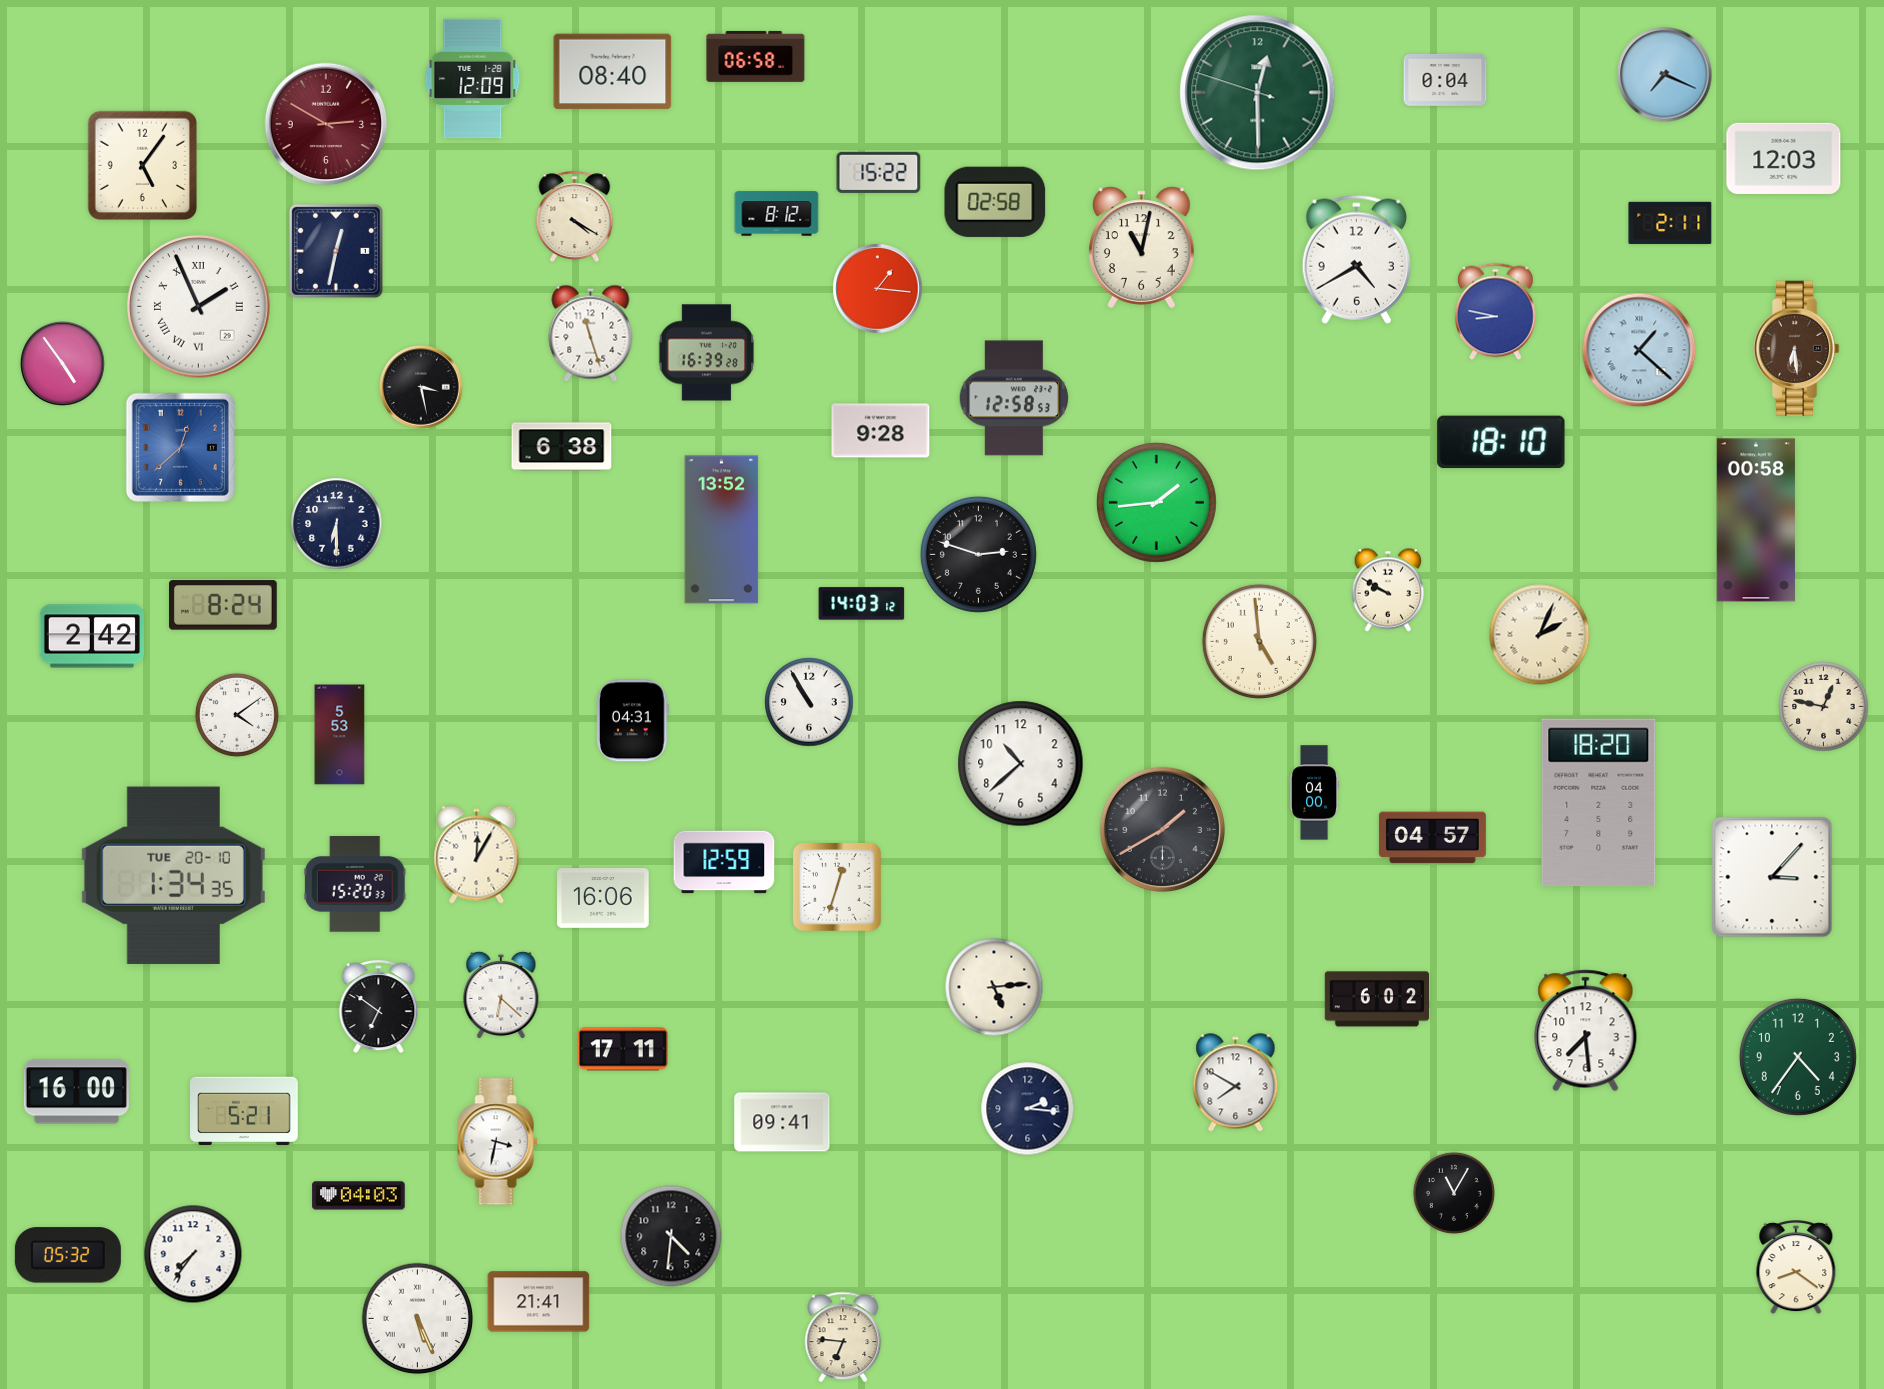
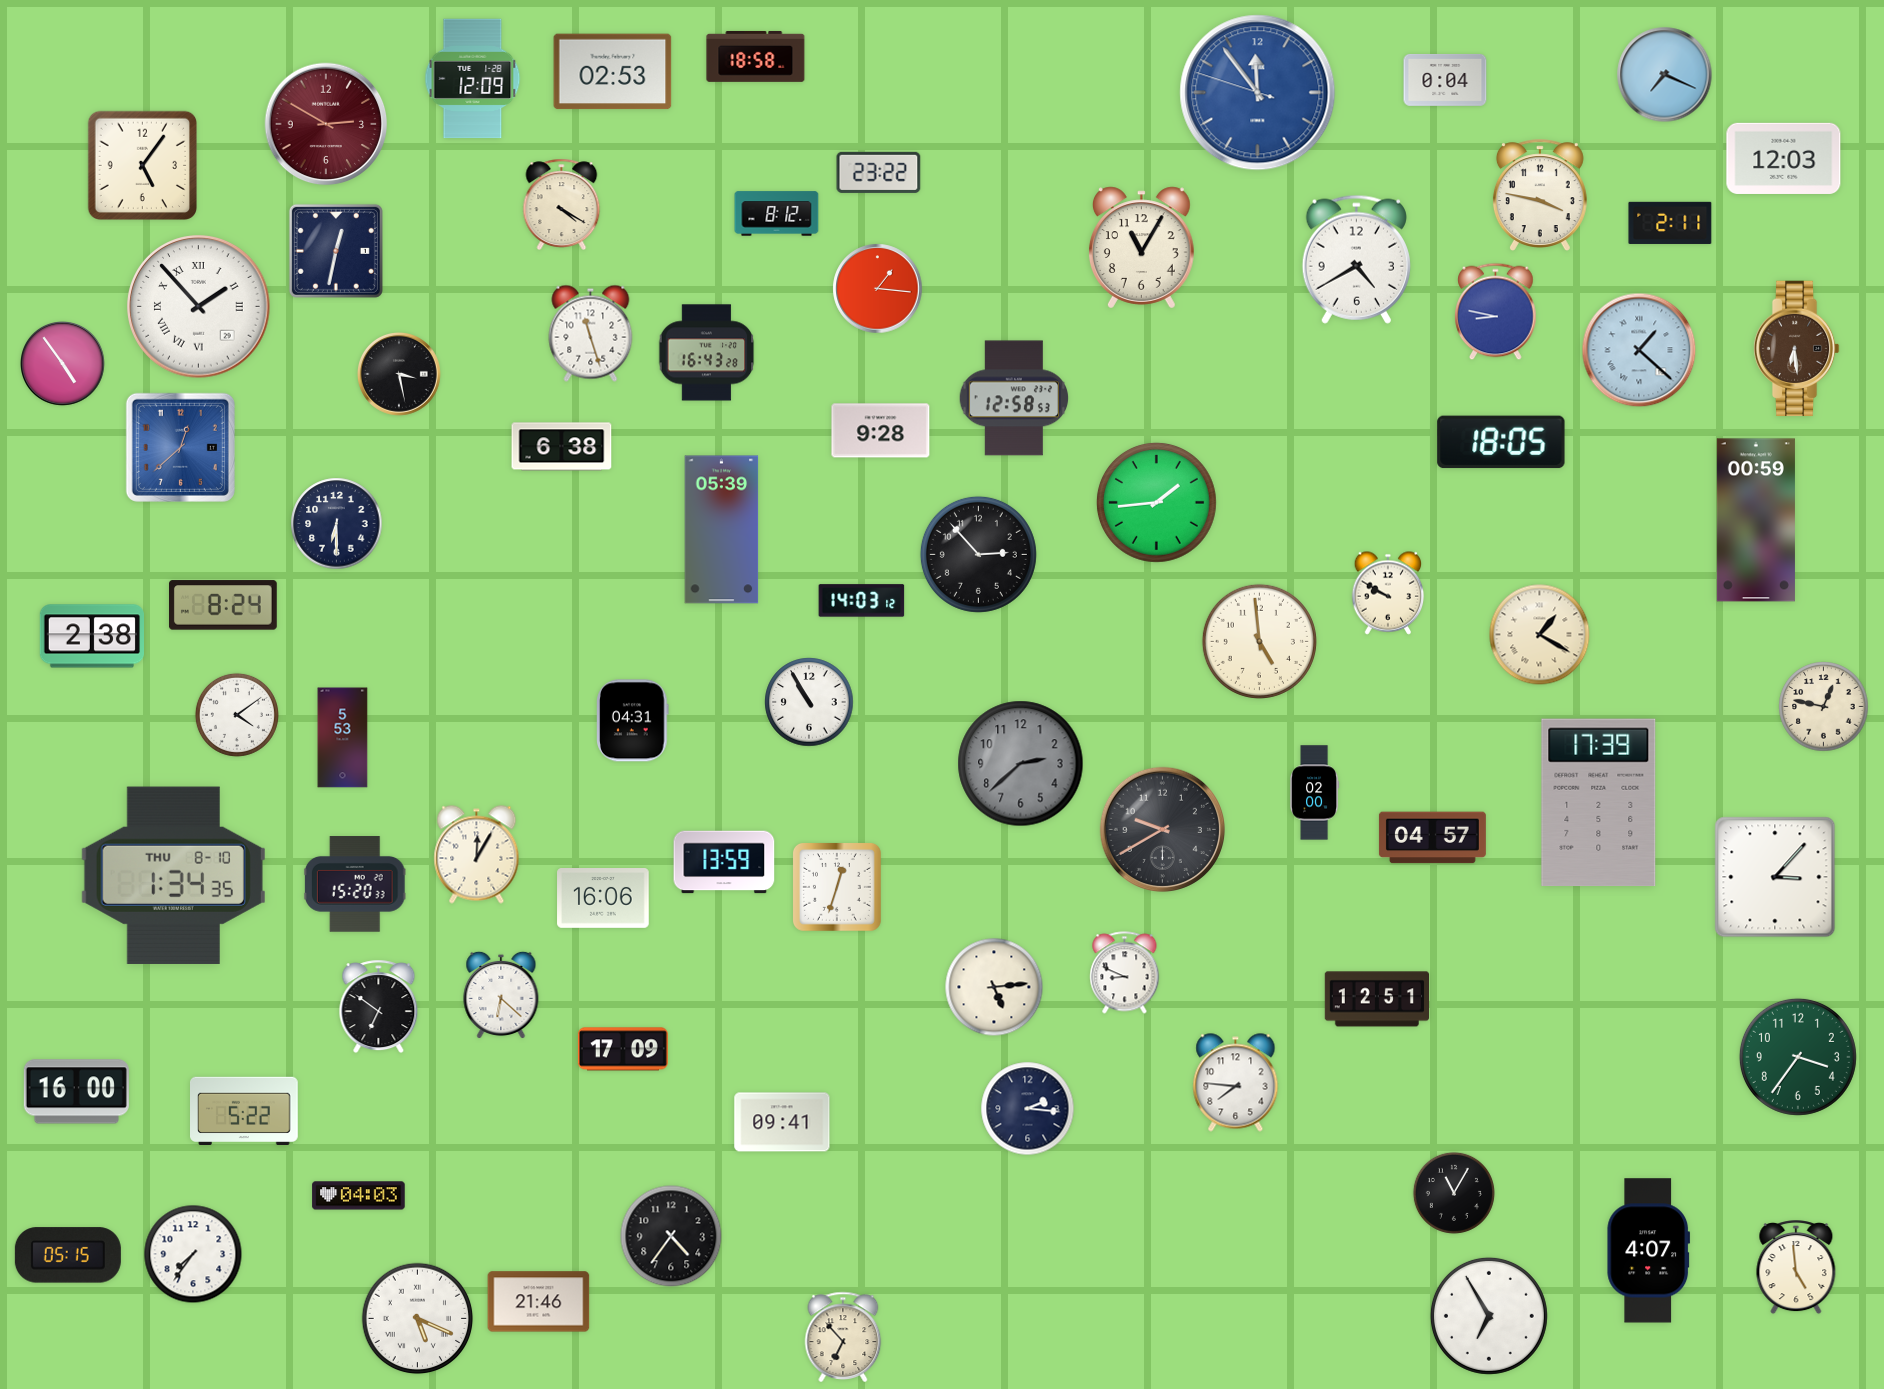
clock at (756, 56): 06:58 -> 18:58
clock at (613, 72): 08:40 -> 02:53
clock at (1258, 93): 12:29 -> 11:53
clock at (1258, 93) dial: green -> blue
clock at (879, 172): 15:22 -> 23:22
clock at (1540, 195): none -> 3:47
clock at (995, 202): 02:58 -> none
clock at (575, 216) position: (575, 216) -> (562, 204)
clock at (1141, 248): 11:02 -> 11:05
clock at (199, 307): 1:56 -> 1:53
clock at (707, 353): 16:39 -> 16:43
clock at (421, 387) position: (421, 387) -> (399, 374)
clock at (1501, 442): 18:10 -> 18:05
clock at (1756, 520): 00:58 -> 00:59
clock at (722, 530): 13:52 -> 05:39
clock at (978, 554): 2:48 -> 2:53
clock at (1388, 590) position: (1388, 590) -> (1388, 593)
clock at (862, 604) position: (862, 604) -> (862, 601)
clock at (1540, 635): 2:04 -> 1:20
clock at (91, 636): 2:42 -> 2:38
clock at (340, 735) position: (340, 735) -> (343, 738)
clock at (1021, 764): 10:38 -> 2:38
clock at (1021, 764) dial: white -> grey
clock at (1315, 793): 04:00 -> 02:00
clock at (1599, 803): 18:20 -> 17:39
clock at (1162, 829): 1:40 -> 9:40
clock at (724, 862): 12:59 -> 13:59
clock at (173, 875) date: TUE 20-10 -> THU 8-10
clock at (1772, 877) position: (1772, 877) -> (1775, 877)
clock at (1125, 973): none -> 8:49
clock at (1376, 999): 6:02 -> 12:51
clock at (1586, 1031): 7:29 -> none
clock at (623, 1049): 17:11 -> 17:09
clock at (1798, 1057): 4:36 -> 3:36
clock at (1236, 1083): 7:50 -> 7:46
clock at (245, 1110): 5:21 -> 5:22
clock at (498, 1142): 3:32 -> none
clock at (671, 1236): 4:31 -> 4:36
clock at (1649, 1251): none -> 4:07
clock at (68, 1255): 05:32 -> 05:15
clock at (1796, 1268): 8:21 -> 4:59
clock at (539, 1302): 21:41 -> 21:46
clock at (1489, 1316): none -> 6:55
clock at (418, 1319): 5:26 -> 5:19
clock at (843, 1337): 6:46 -> 6:53
